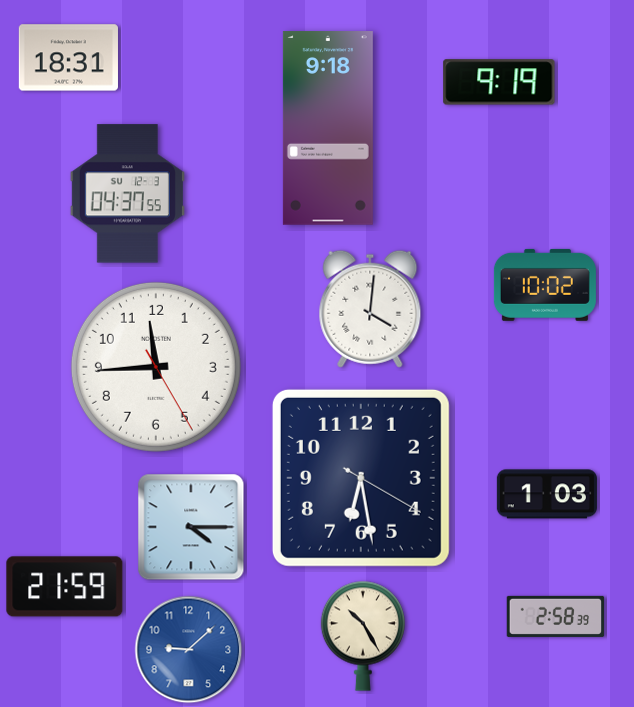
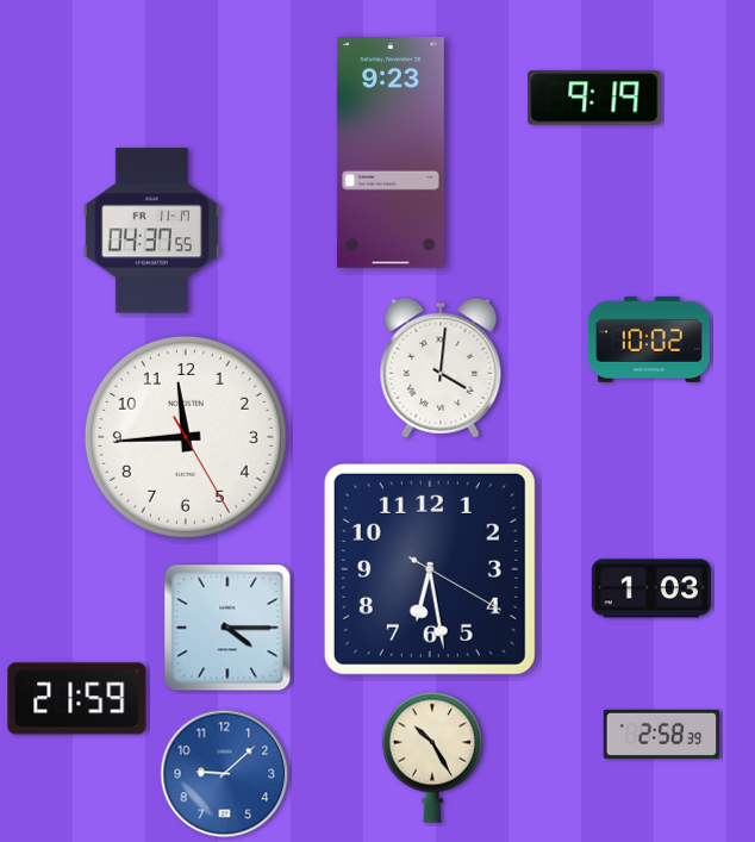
clock at (68, 58): 18:31 -> none
clock at (328, 128): 9:18 -> 9:23
clock at (127, 194) date: SU 12-3 -> FR 11-17
